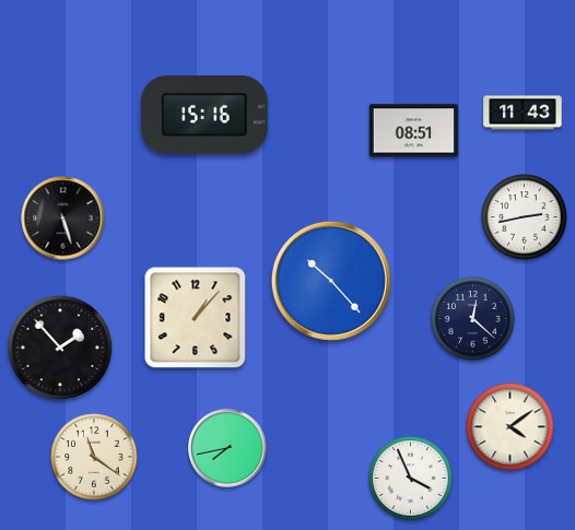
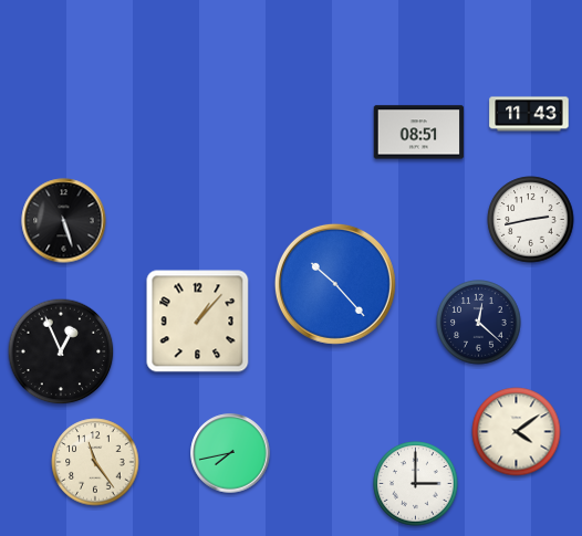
clock at (204, 115): 15:16 -> none
clock at (60, 348): 1:53 -> 12:56
clock at (94, 457): 11:21 -> 11:24
clock at (411, 479): 3:56 -> 3:00
